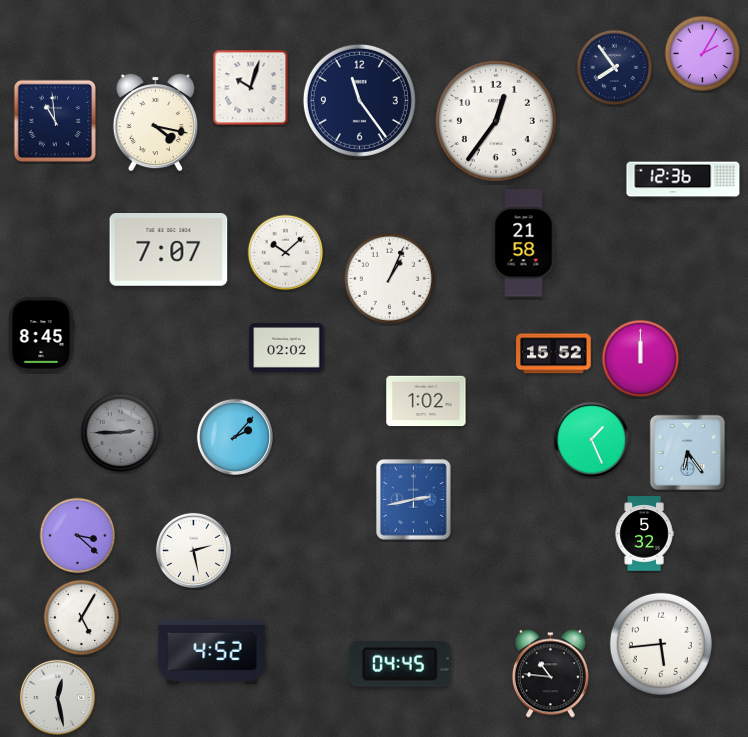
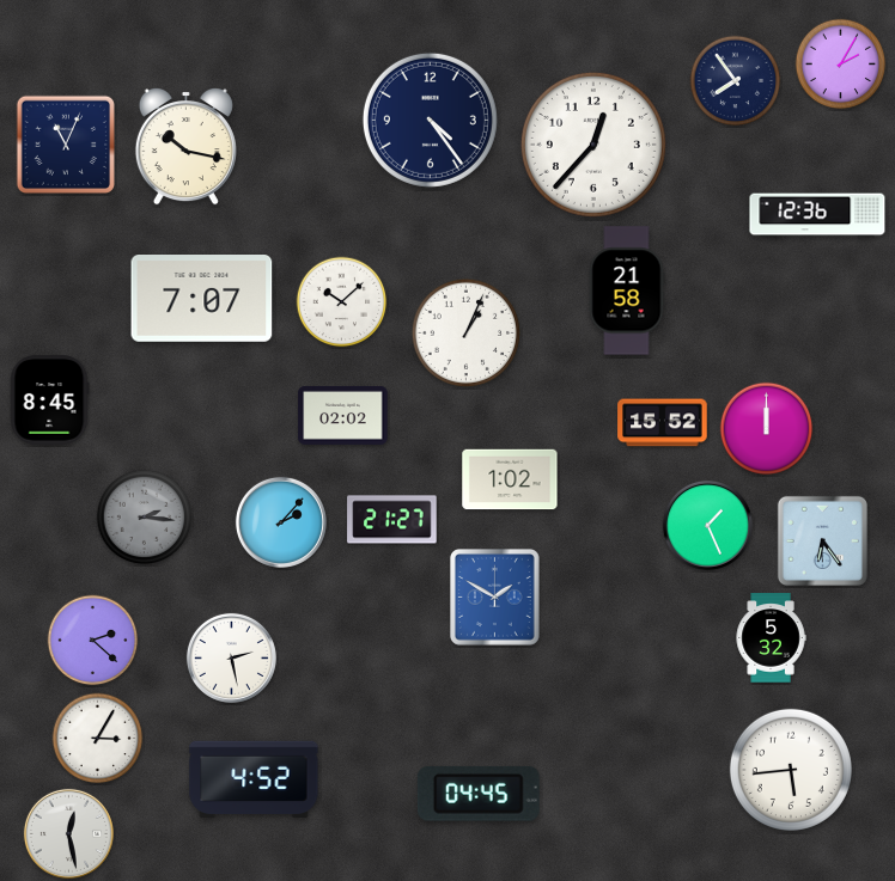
clock at (251, 88): 10:03 -> none
clock at (359, 100): 11:24 -> 4:24
clock at (54, 120): 10:59 -> 11:04
clock at (496, 121): 12:36 -> 12:37
clock at (155, 122): 4:17 -> 10:17
clock at (121, 433): 2:45 -> 2:16
clock at (392, 520): none -> 21:27
clock at (414, 500): 2:43 -> 1:50
clock at (78, 536): 3:22 -> 2:22
clock at (82, 618): 5:05 -> 3:05
clock at (550, 674): 10:46 -> none
